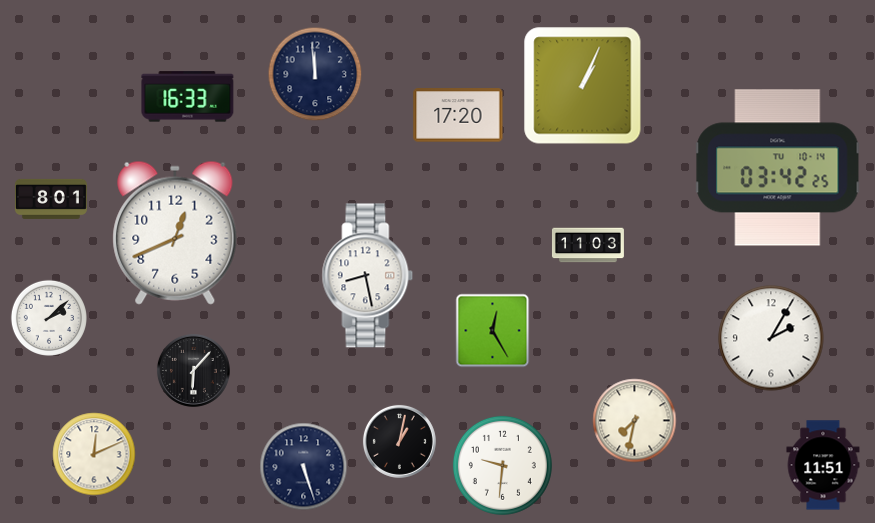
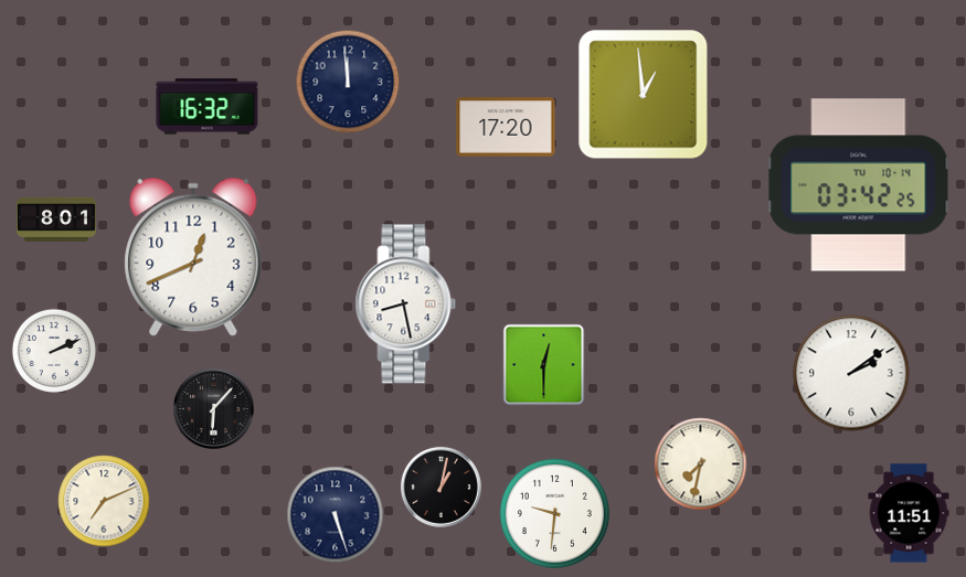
clock at (583, 86): 1:04 -> 12:59
clock at (188, 97): 16:33 -> 16:32
clock at (588, 245): 11:03 -> none
clock at (49, 318): 2:08 -> 2:11
clock at (493, 331): 12:25 -> 12:30
clock at (771, 338): 2:05 -> 2:09
clock at (94, 454): 12:11 -> 7:11
